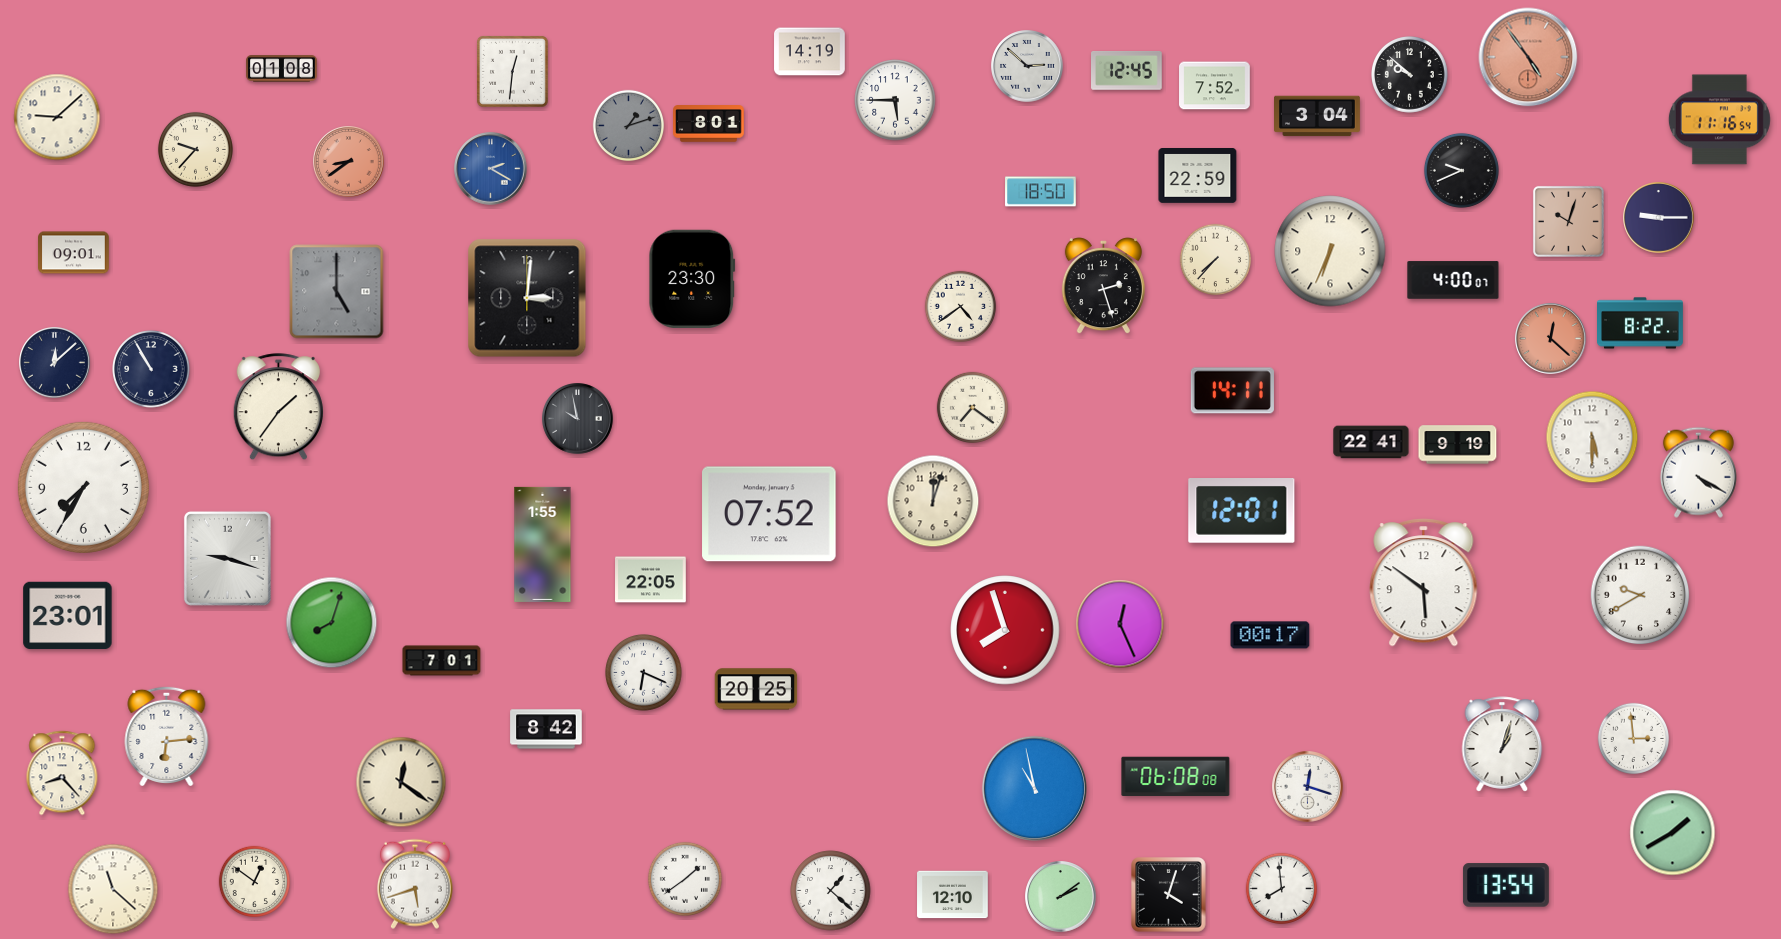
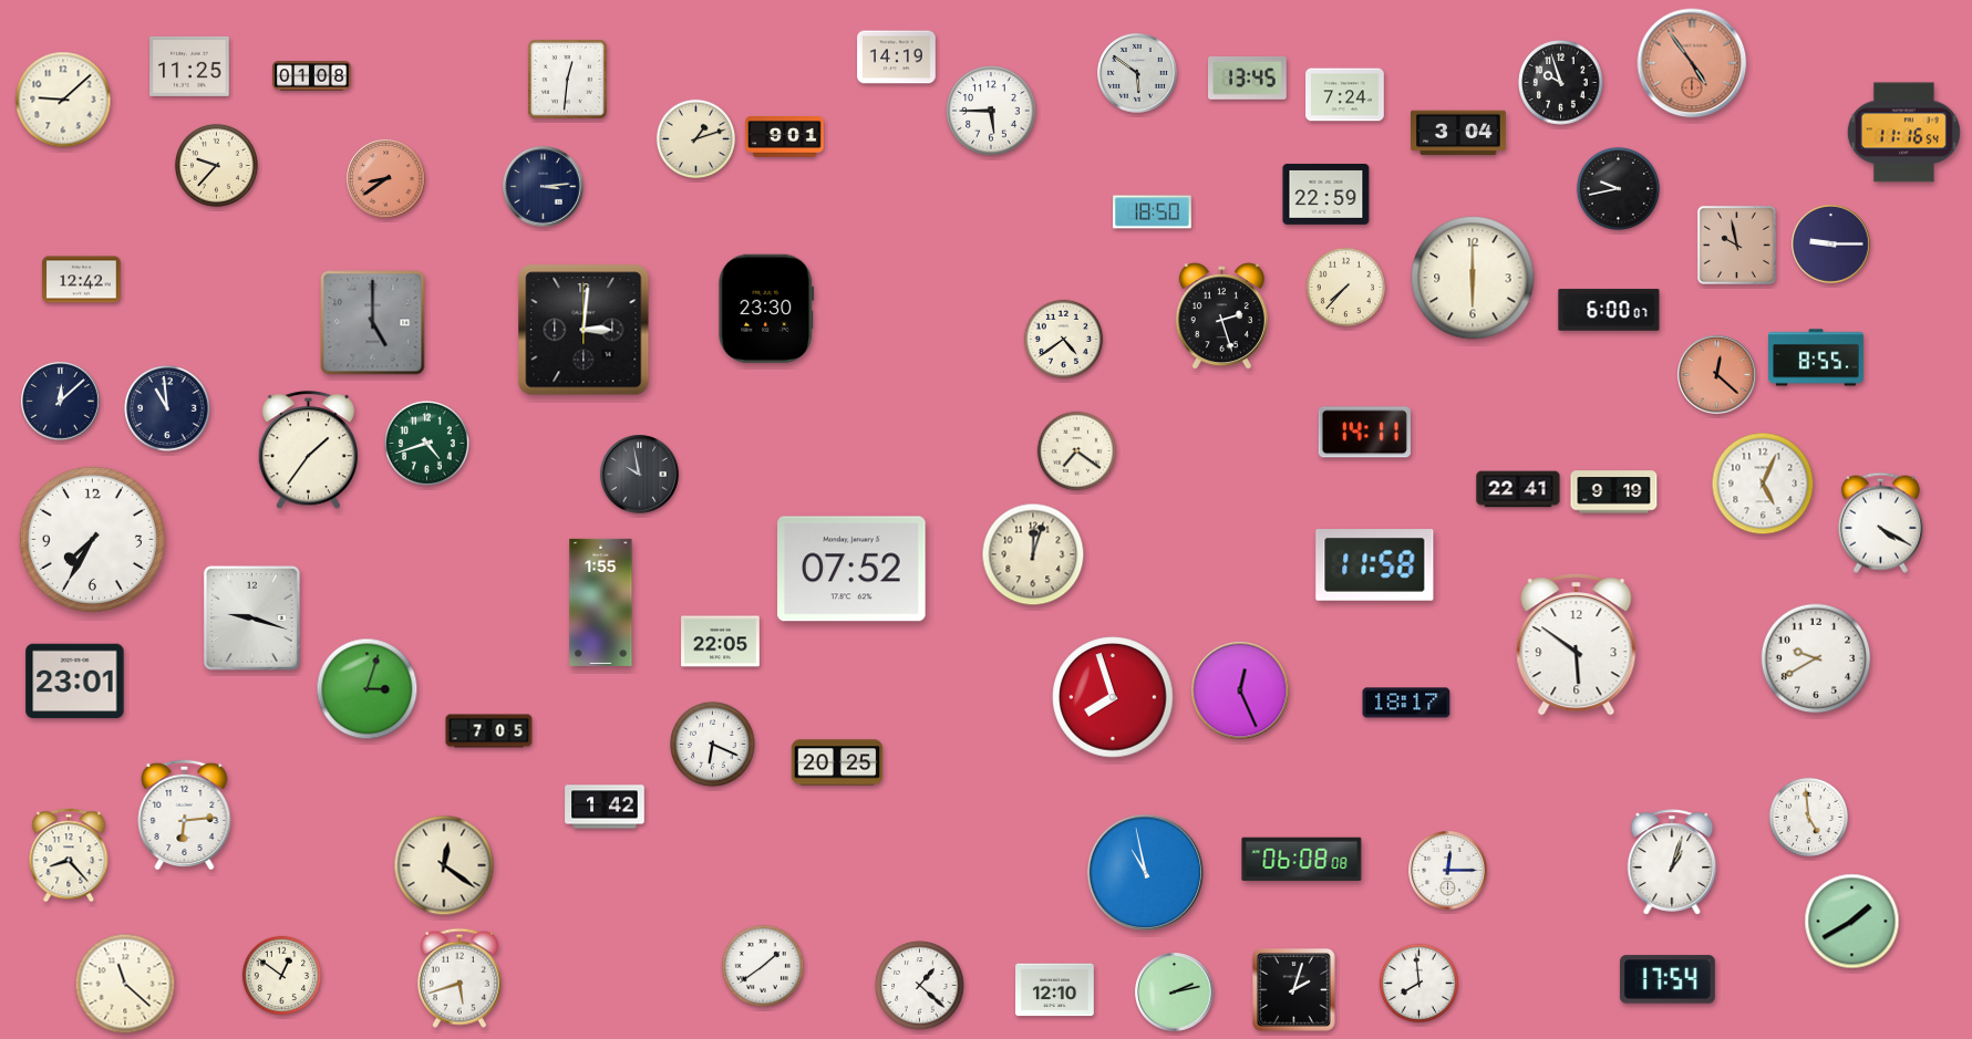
clock at (189, 66): none -> 11:25
clock at (1027, 66): 2:52 -> 5:51
clock at (1127, 71): 12:45 -> 13:45
clock at (1410, 75): 9:52 -> 9:57
clock at (1215, 86): 7:52 -> 7:24
clock at (1318, 116) position: (1318, 116) -> (1459, 133)
clock at (57, 117) position: (57, 117) -> (63, 100)
clock at (709, 124): 8:01 -> 9:01
clock at (629, 126) dial: grey -> cream
clock at (491, 169): 2:20 -> 3:14
clock at (491, 169) dial: blue -> navy
clock at (1461, 170): 9:41 -> 9:43
clock at (1659, 218) position: (1659, 218) -> (1831, 245)
clock at (1568, 221): 10:03 -> 9:58
clock at (1330, 251): 6:34 -> 6:00
clock at (74, 253): 09:01 -> 12:42
clock at (1453, 280): 4:00 -> 6:00
clock at (1641, 323): 8:22 -> 8:55
clock at (151, 369): 10:55 -> 10:59
clock at (427, 444): none -> 4:42
clock at (578, 419) position: (578, 419) -> (640, 475)
clock at (1592, 437): 5:30 -> 5:04
clock at (1242, 511): 12:01 -> 11:58
clock at (332, 623): 8:03 -> 3:03
clock at (1270, 635): 00:17 -> 18:17
clock at (442, 661): 7:01 -> 7:05
clock at (546, 729): 8:42 -> 1:42
clock at (1634, 739): 2:59 -> 4:59
clock at (1502, 744) position: (1502, 744) -> (1672, 862)
clock at (1308, 787): 12:18 -> 12:15
clock at (685, 879) position: (685, 879) -> (763, 966)
clock at (1506, 885): 13:54 -> 17:54
clock at (1169, 895): 4:03 -> 2:03
clock at (1061, 897): 2:09 -> 2:13
